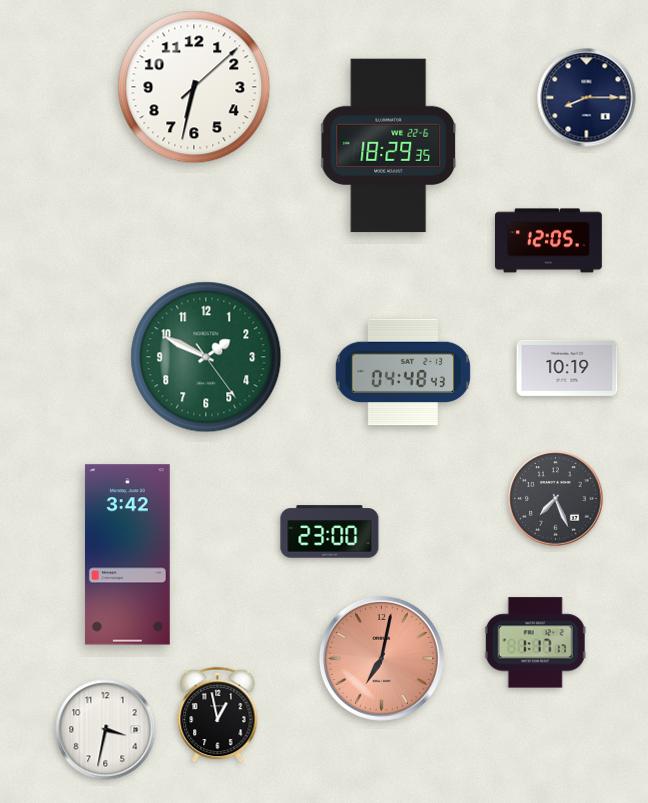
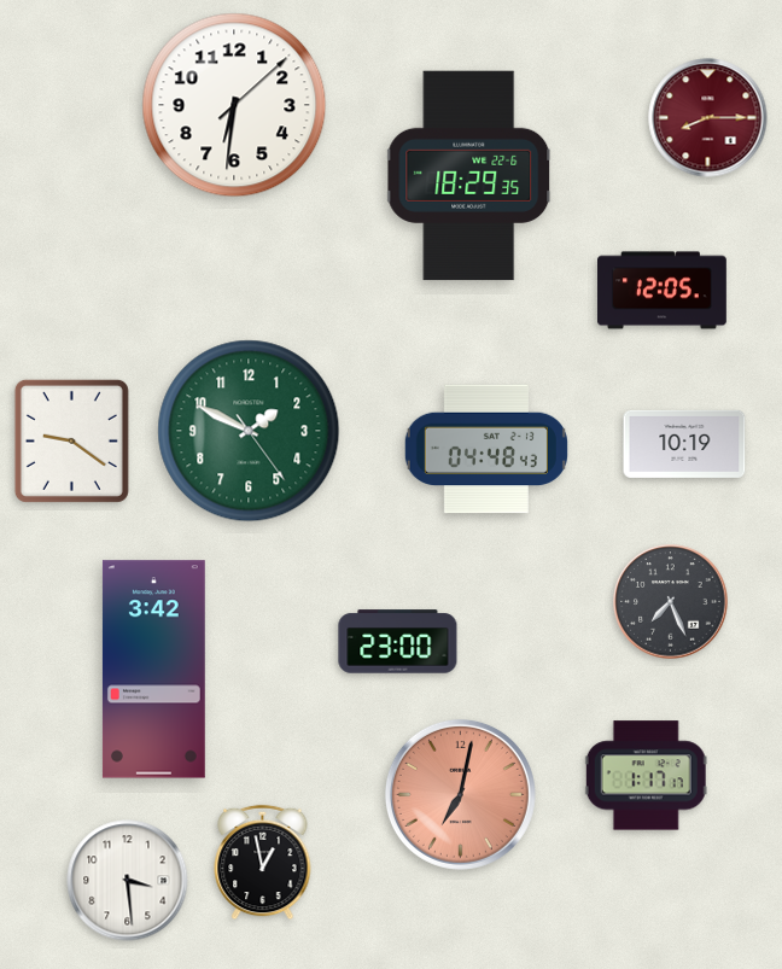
clock at (194, 87): 6:32 -> 6:31
clock at (587, 98) dial: navy -> burgundy
clock at (71, 440): none -> 9:21
clock at (106, 730): 3:32 -> 3:29
